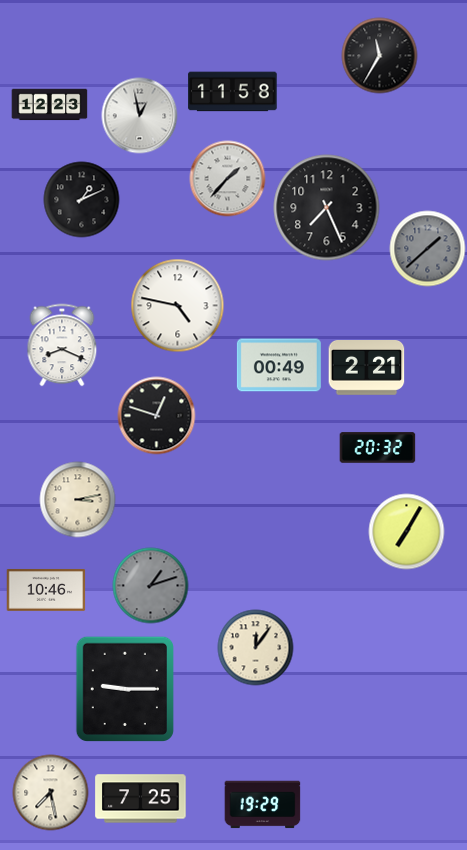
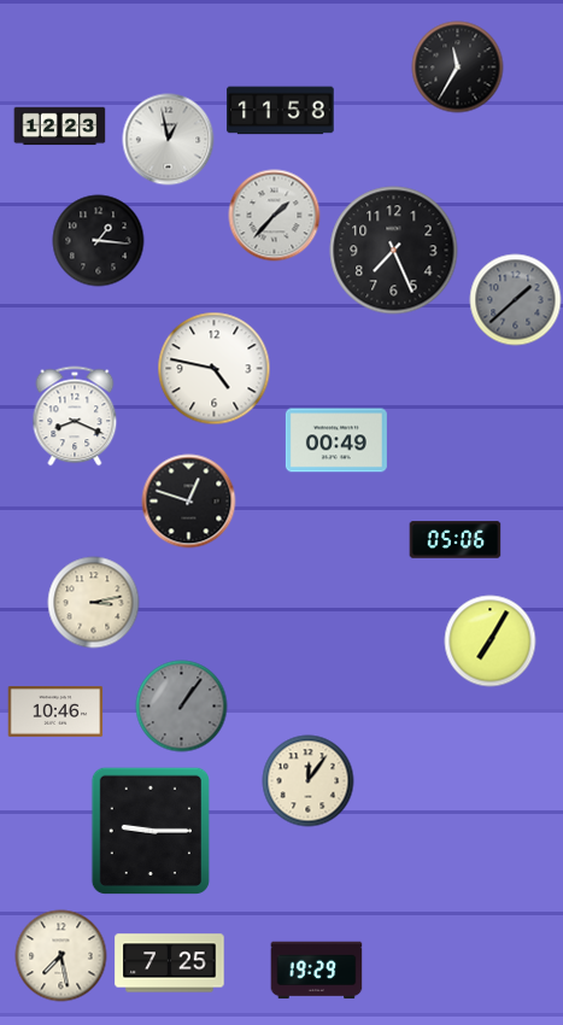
clock at (82, 200): 1:11 -> 1:16
clock at (367, 368): 2:21 -> none
clock at (378, 448): 20:32 -> 05:06
clock at (151, 586): 1:12 -> 1:06
